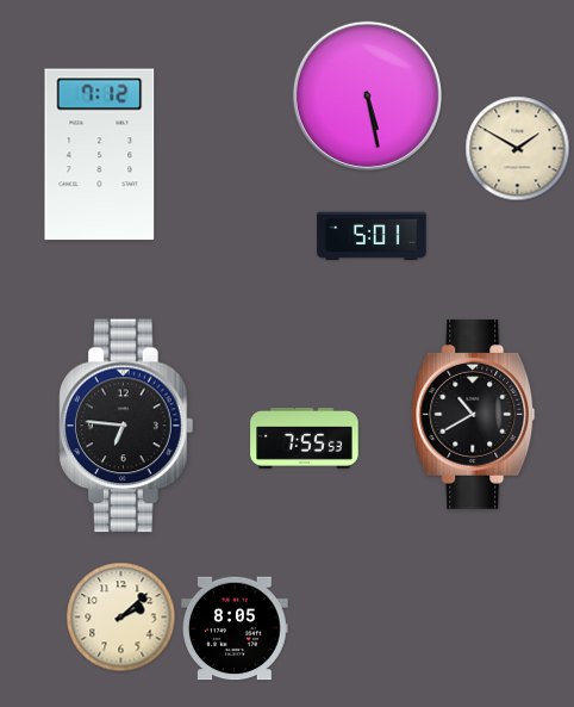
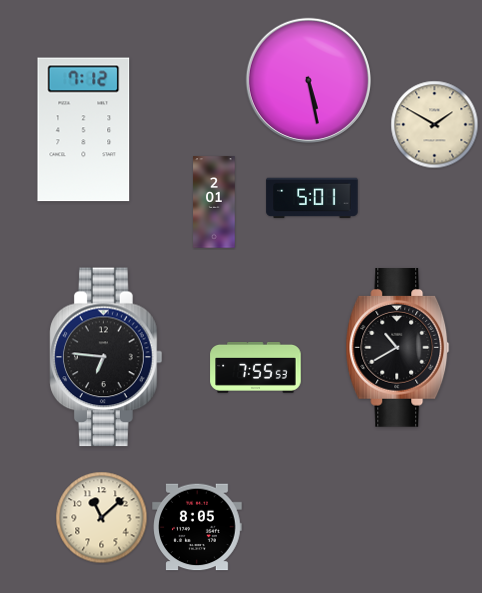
clock at (214, 202): none -> 2:01
clock at (121, 618): 2:08 -> 11:08
